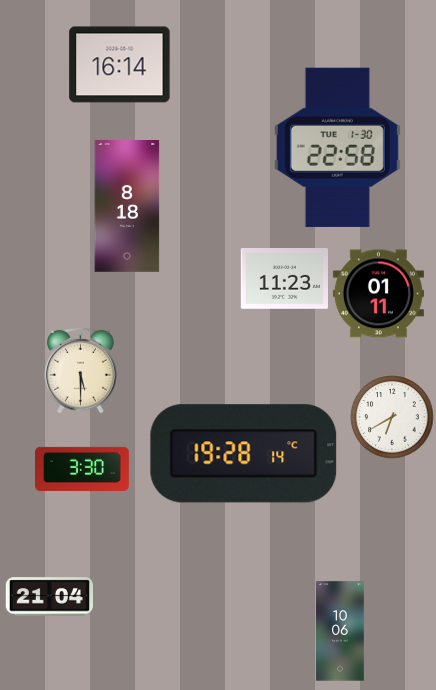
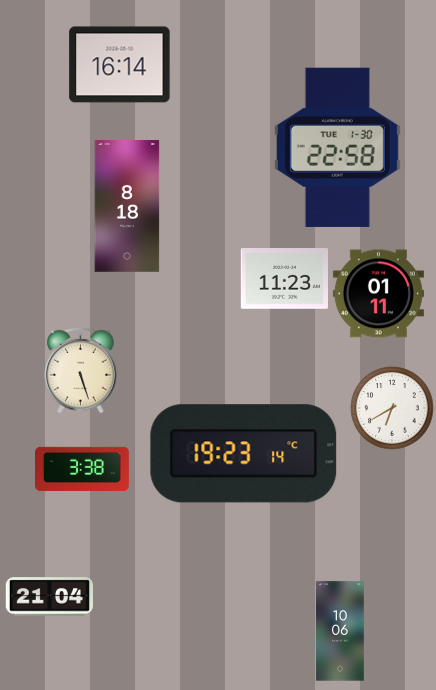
clock at (81, 370): 5:30 -> 5:27
clock at (392, 417) position: (392, 417) -> (392, 408)
clock at (244, 454): 19:28 -> 19:23
clock at (83, 469): 3:30 -> 3:38
